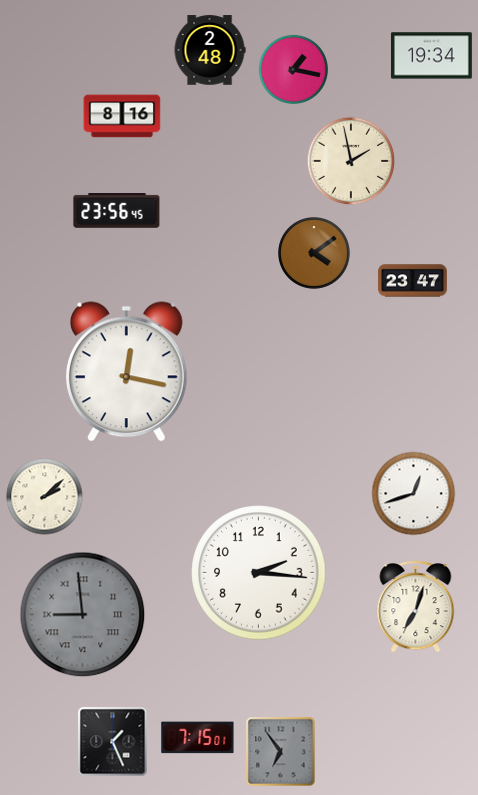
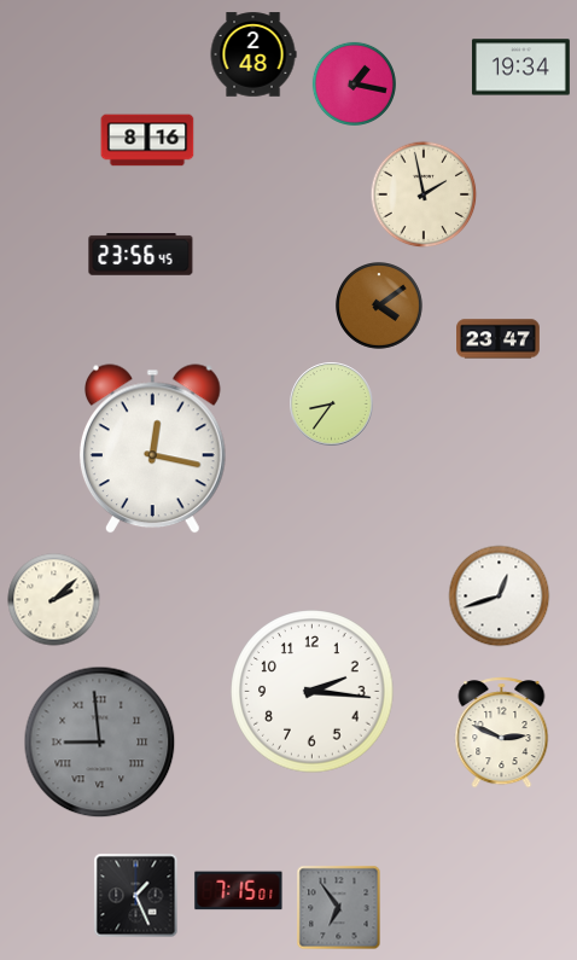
clock at (210, 50) position: (210, 50) -> (253, 54)
clock at (332, 405): none -> 8:36
clock at (416, 607): 7:03 -> 2:49
